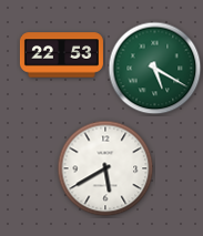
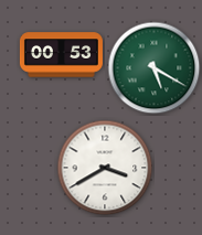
clock at (61, 55): 22:53 -> 00:53
clock at (105, 168): 5:40 -> 3:40
